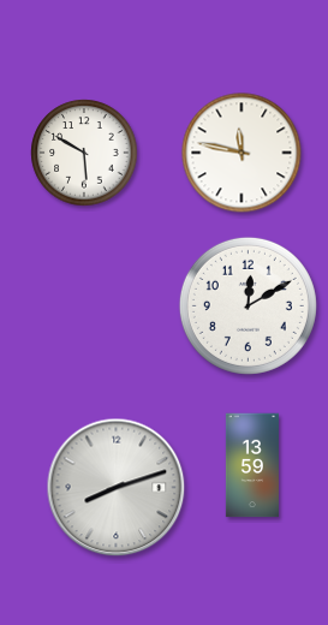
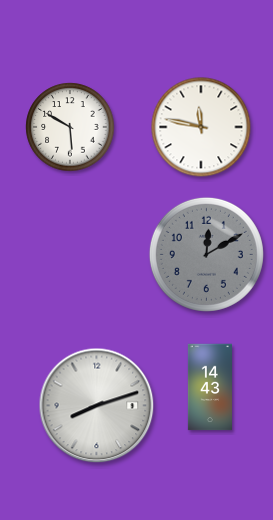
clock at (248, 305) dial: white -> grey
clock at (251, 465): 13:59 -> 14:43
